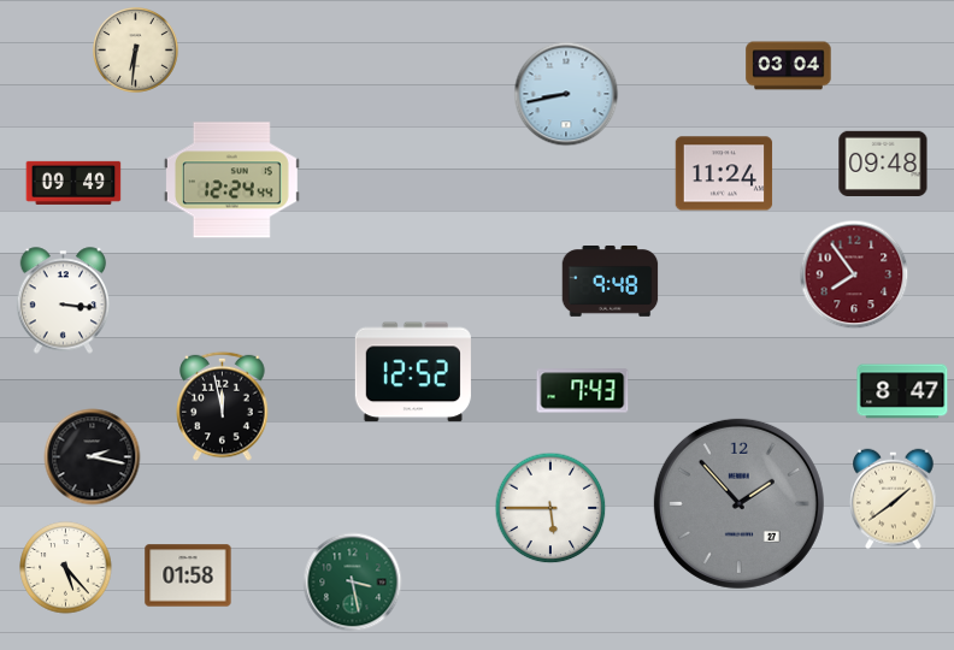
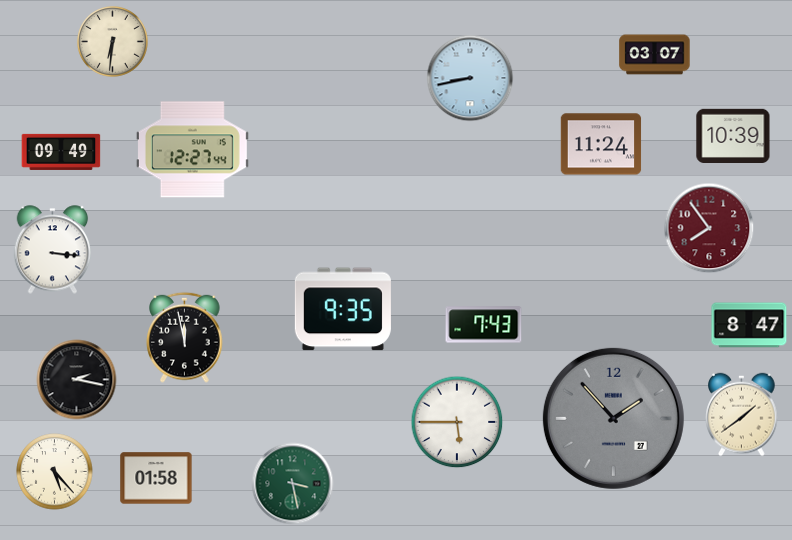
clock at (789, 66): 03:04 -> 03:07
clock at (883, 162): 09:48 -> 10:39
clock at (231, 181): 12:24 -> 12:27
clock at (611, 282): 9:48 -> none
clock at (413, 372): 12:52 -> 9:35
